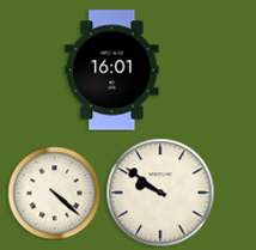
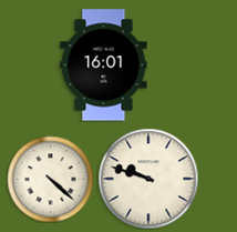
clock at (160, 193): 9:51 -> 9:48
